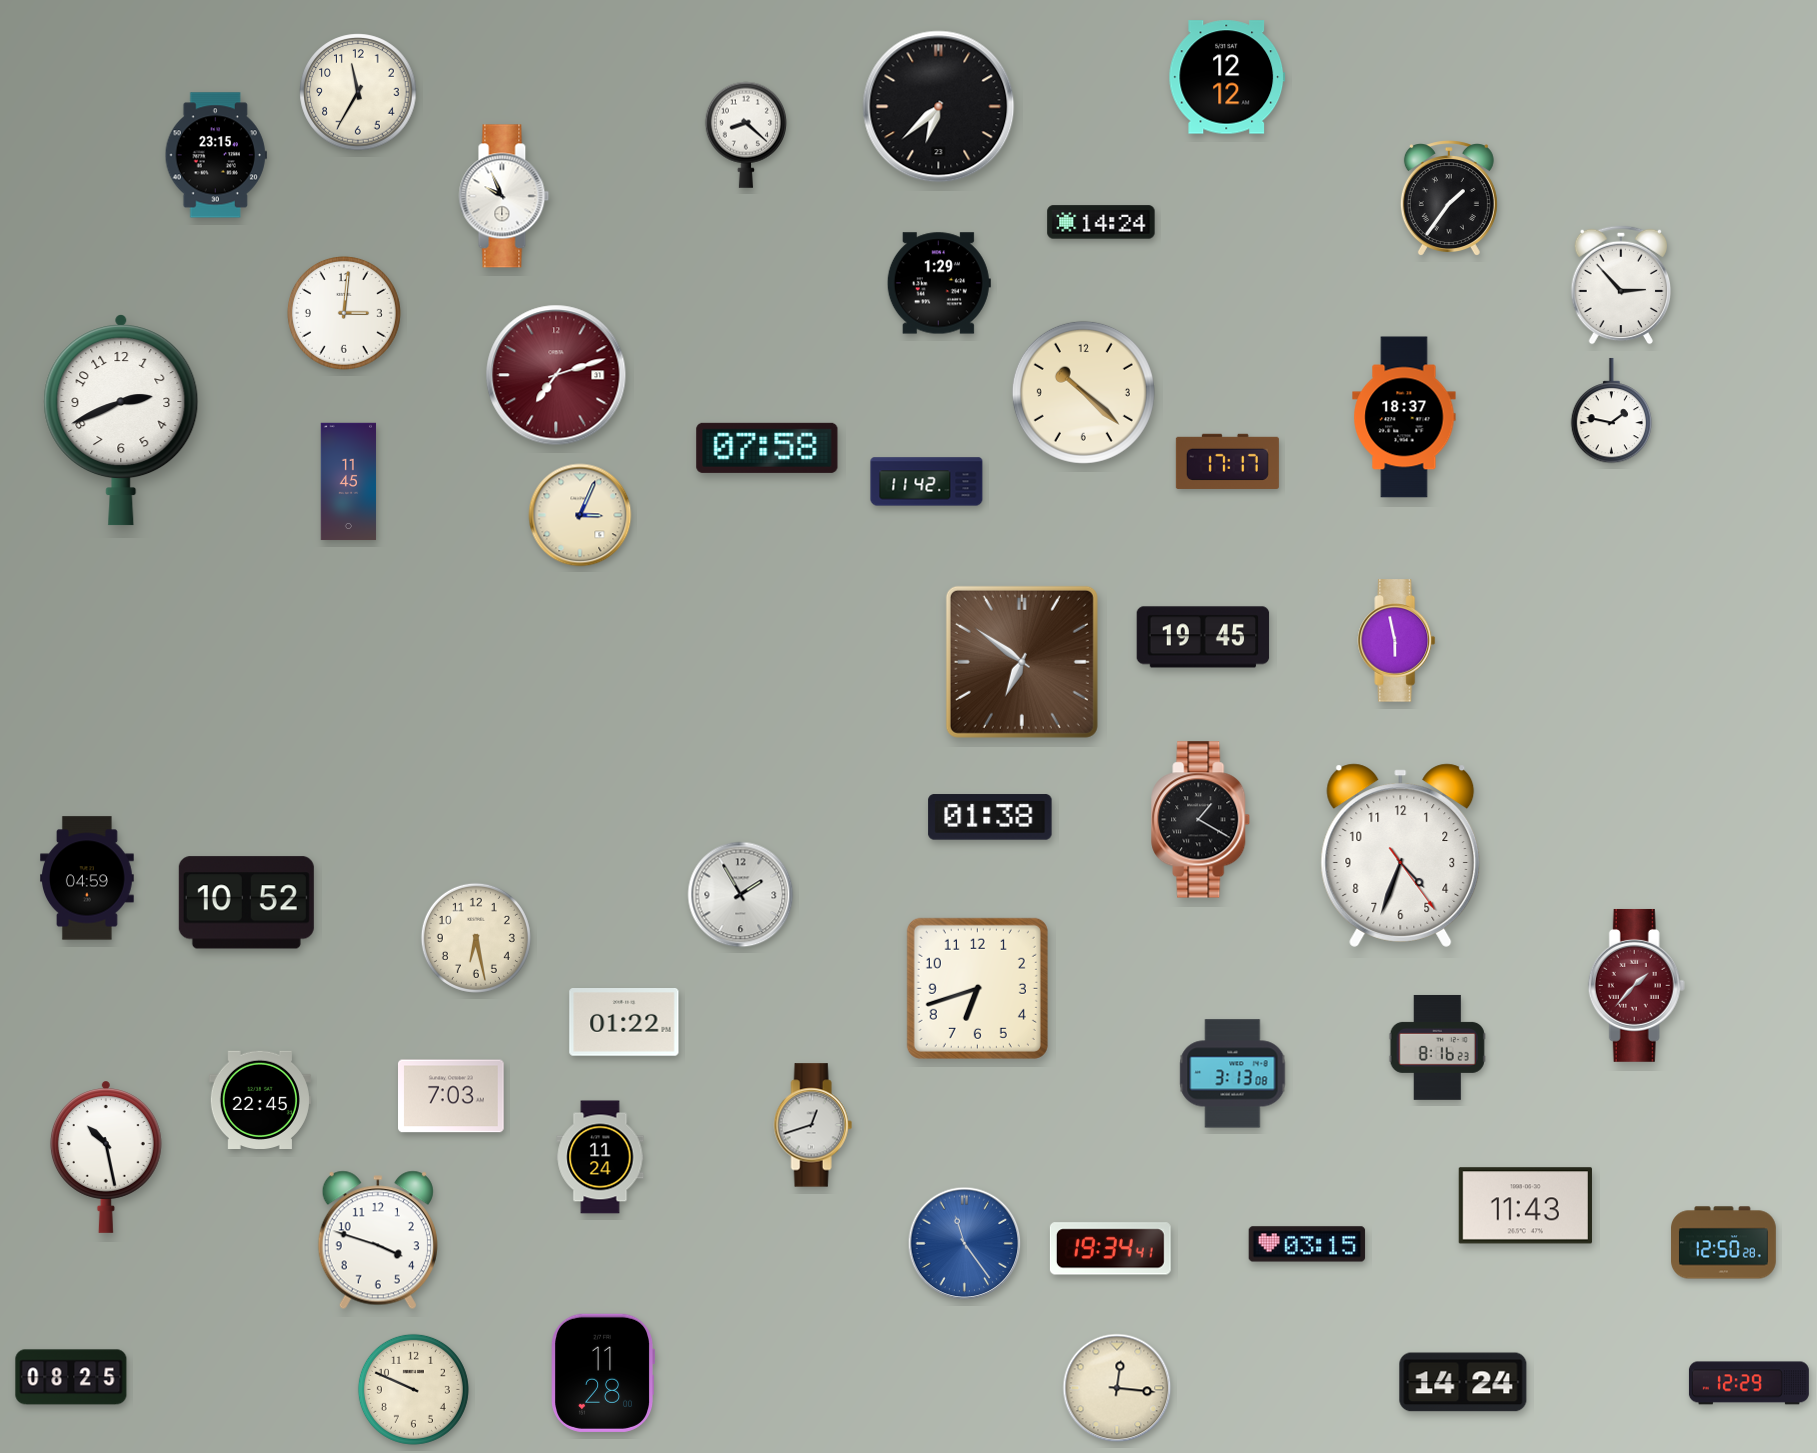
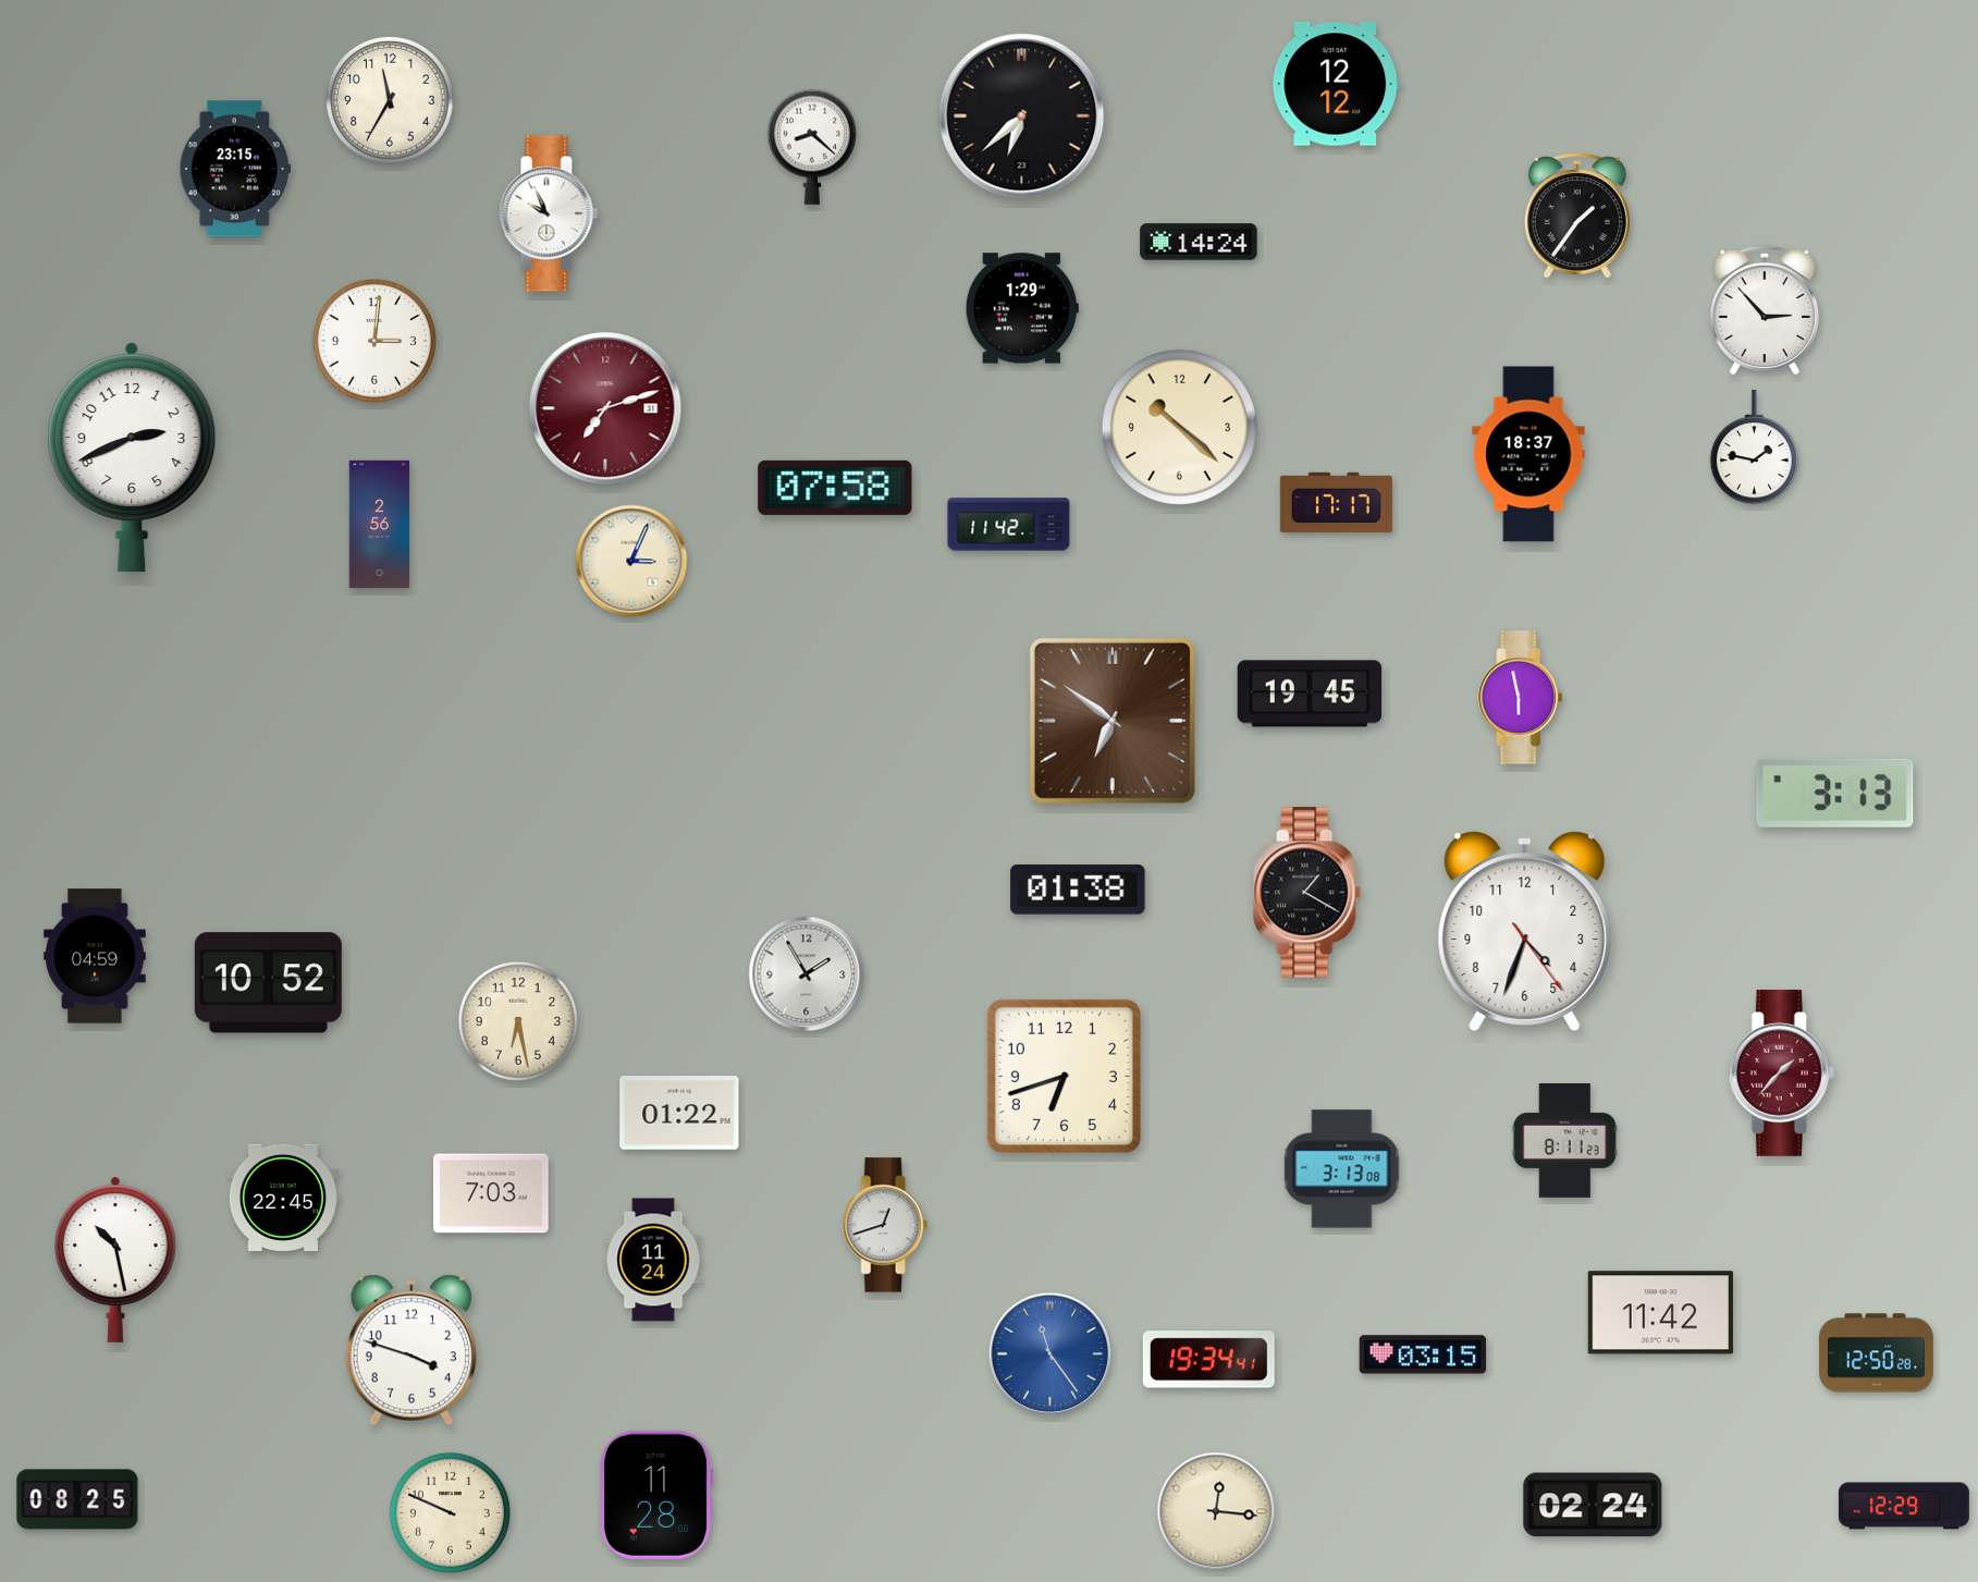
clock at (349, 482): 11:45 -> 2:56
clock at (1835, 793): none -> 3:13
clock at (1437, 1047): 8:16 -> 8:11
clock at (1525, 1206): 11:43 -> 11:42
clock at (1463, 1382): 14:24 -> 02:24
